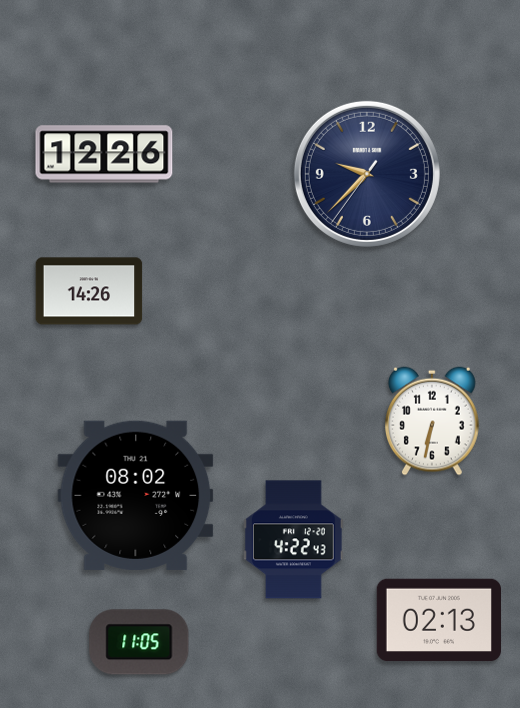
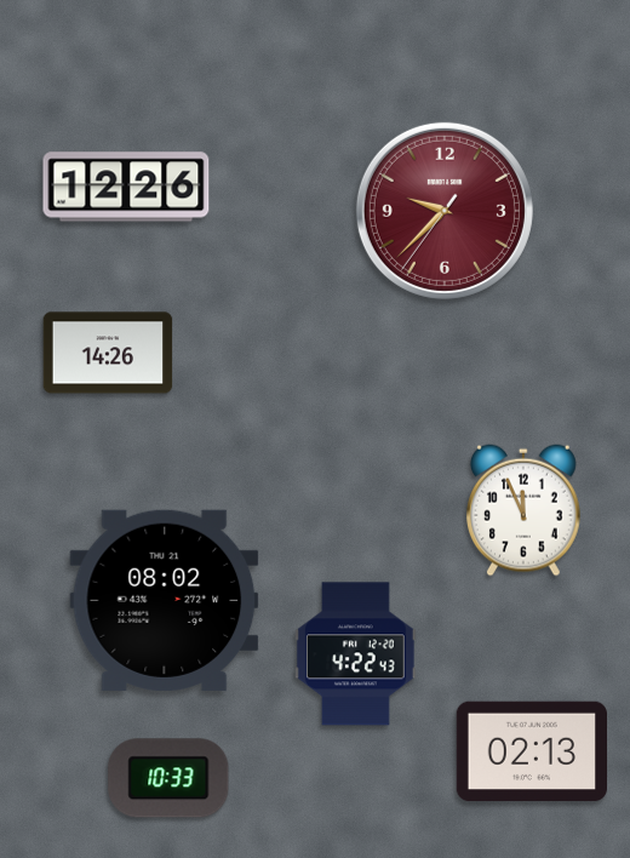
clock at (367, 174) dial: navy -> burgundy
clock at (432, 421): 6:32 -> 11:56
clock at (139, 642): 11:05 -> 10:33
